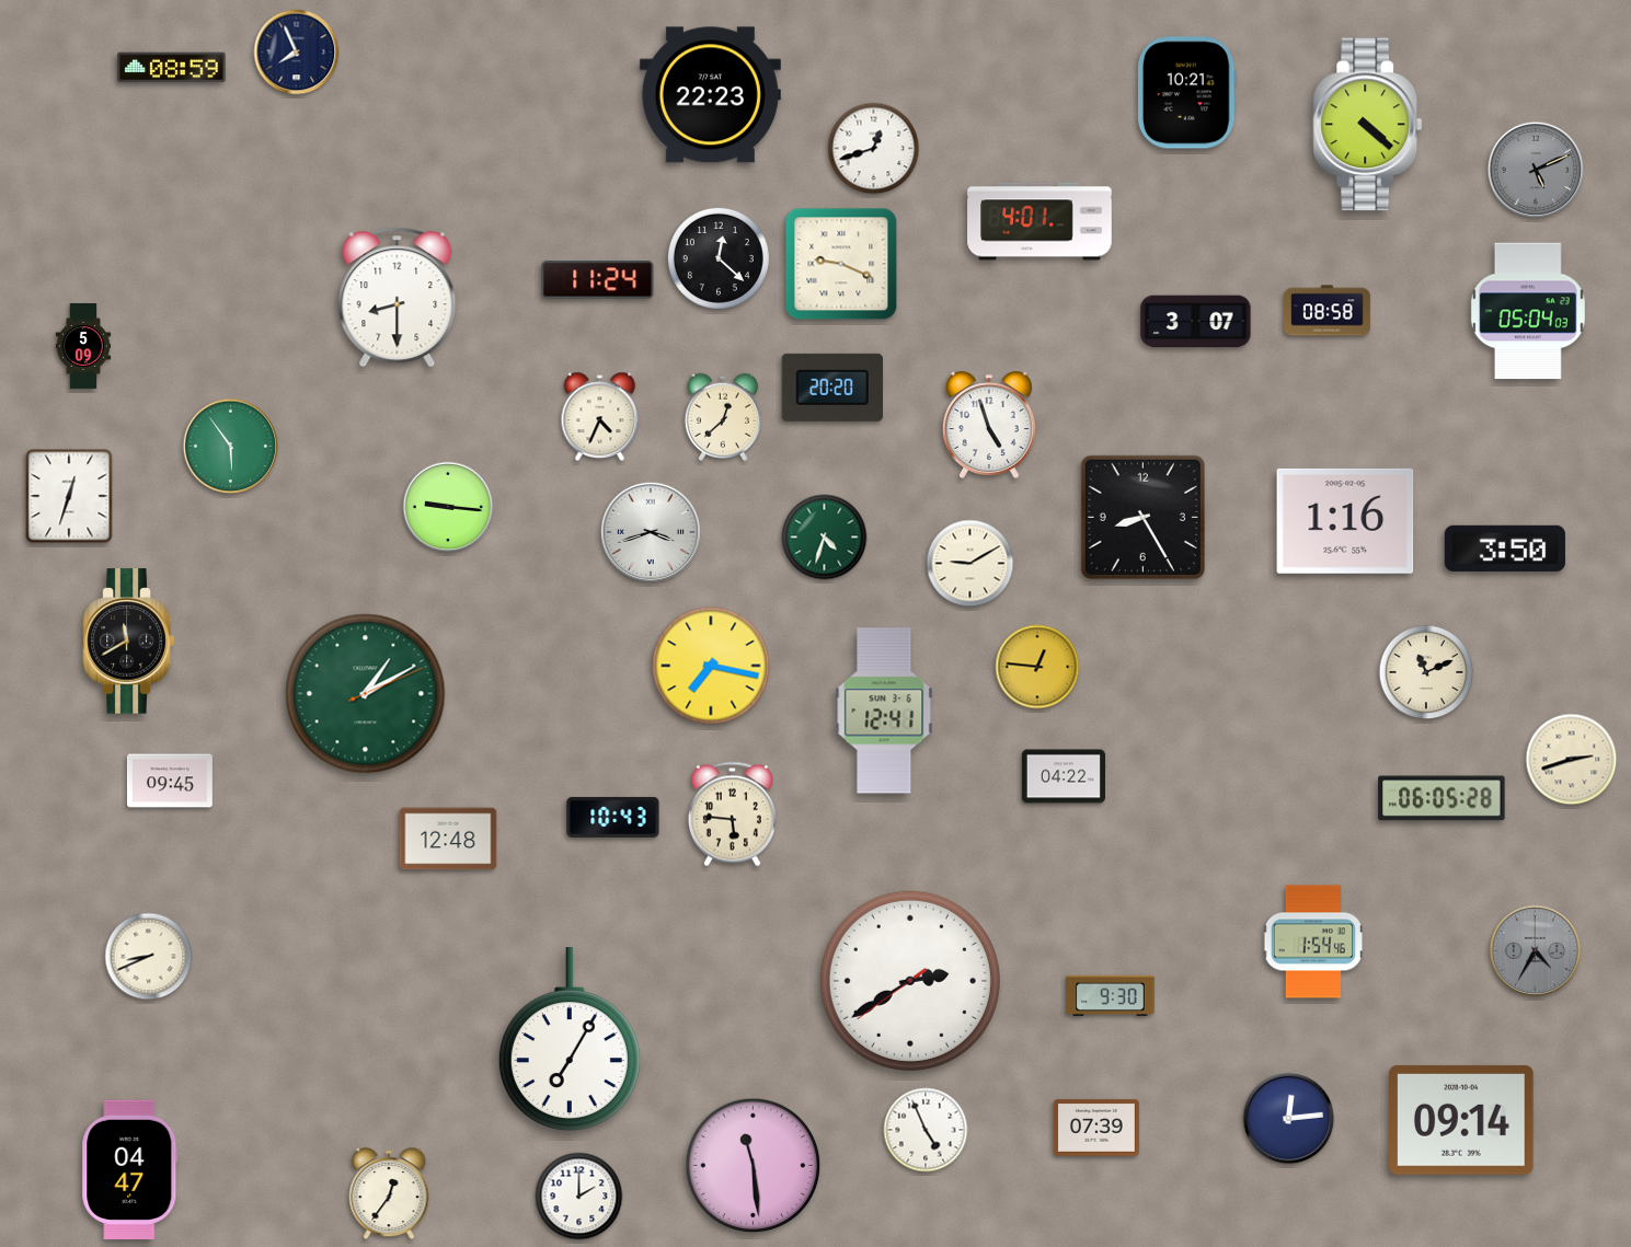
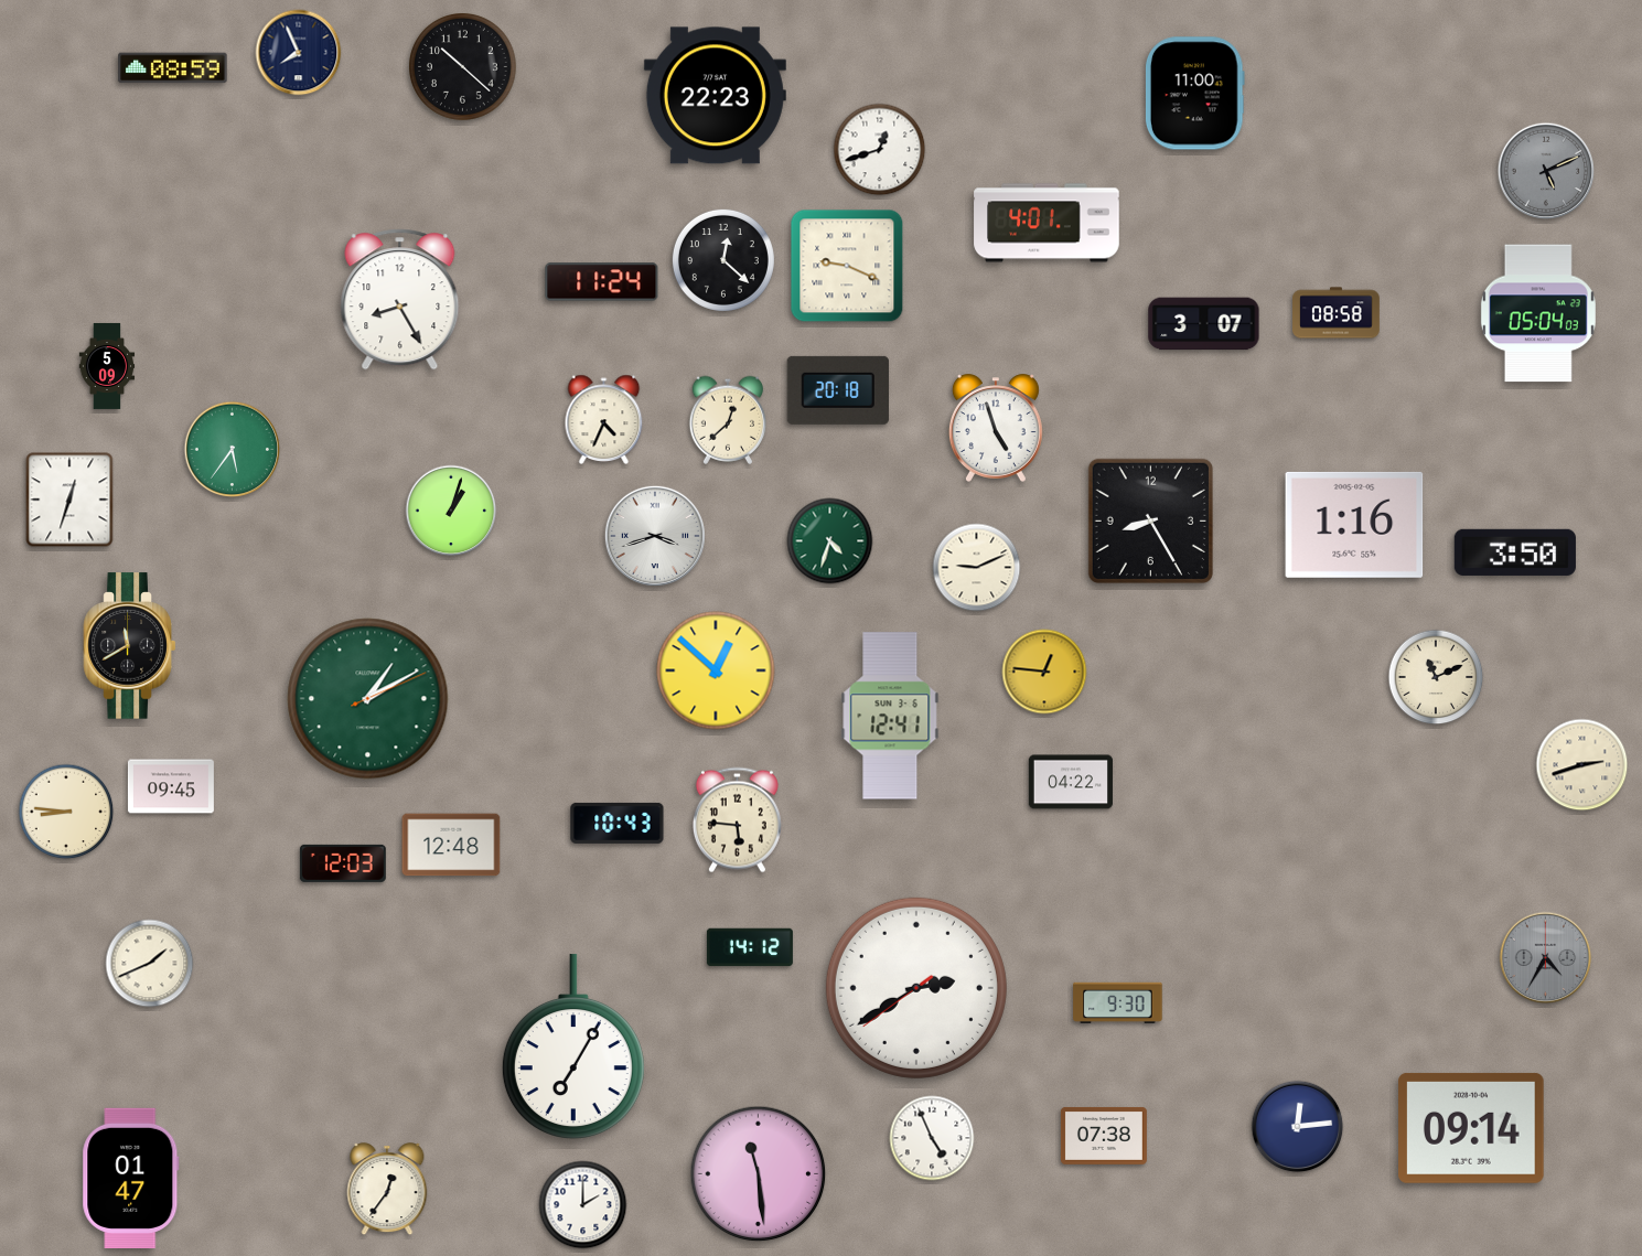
clock at (463, 67): none -> 10:22
clock at (1186, 93): 10:21 -> 11:00
clock at (1368, 125): 4:22 -> none
clock at (398, 298): 8:30 -> 8:25
clock at (83, 346) position: (83, 346) -> (107, 366)
clock at (832, 388): 20:20 -> 20:18
clock at (231, 447): 5:54 -> 5:36
clock at (448, 507): 9:16 -> 1:03
clock at (970, 564): 9:10 -> 9:11
clock at (711, 666): 7:17 -> 12:52
clock at (1442, 798): 06:05 -> none
clock at (66, 812): none -> 8:46
clock at (343, 863): none -> 12:03
clock at (750, 947): none -> 14:12
clock at (1313, 942): 1:54 -> none
clock at (149, 957): 8:41 -> 1:41
clock at (1096, 1128): 07:39 -> 07:38
clock at (130, 1169): 04:47 -> 01:47
clock at (389, 1194) position: (389, 1194) -> (387, 1190)
